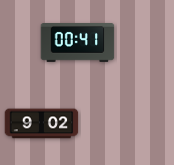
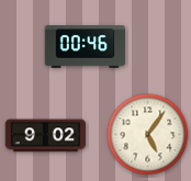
clock at (78, 43): 00:41 -> 00:46
clock at (148, 135): none -> 5:06
